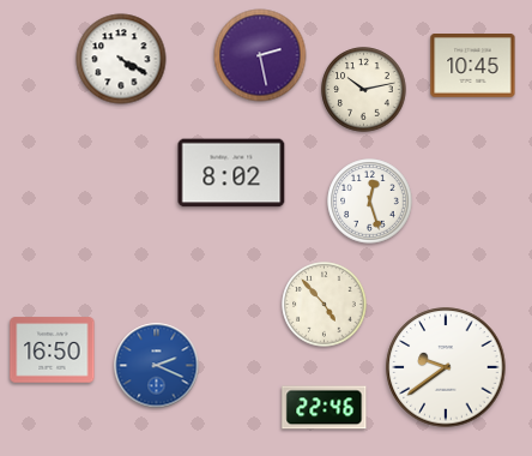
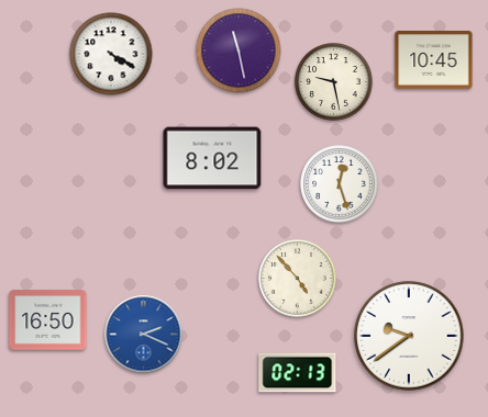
clock at (260, 55): 2:28 -> 11:28
clock at (364, 90): 10:13 -> 9:28
clock at (325, 408): 22:46 -> 02:13
